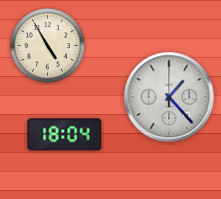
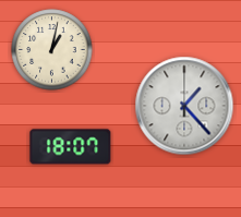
clock at (48, 46): 4:55 -> 1:02
clock at (65, 135): 18:04 -> 18:07
